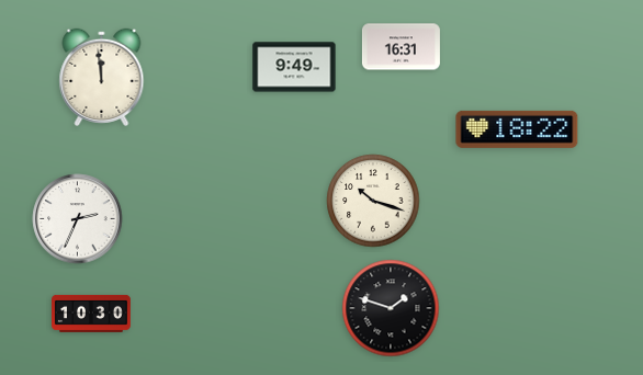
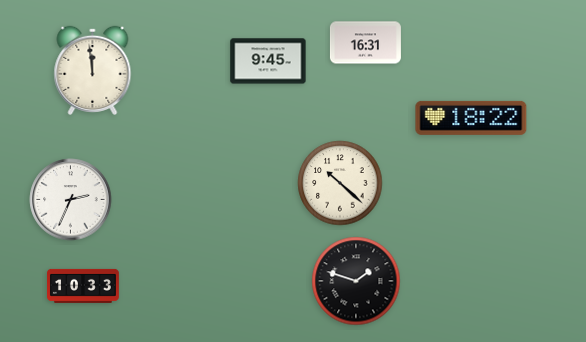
clock at (294, 67): 9:49 -> 9:45
clock at (373, 201): 10:18 -> 10:22
clock at (92, 314): 10:30 -> 10:33
